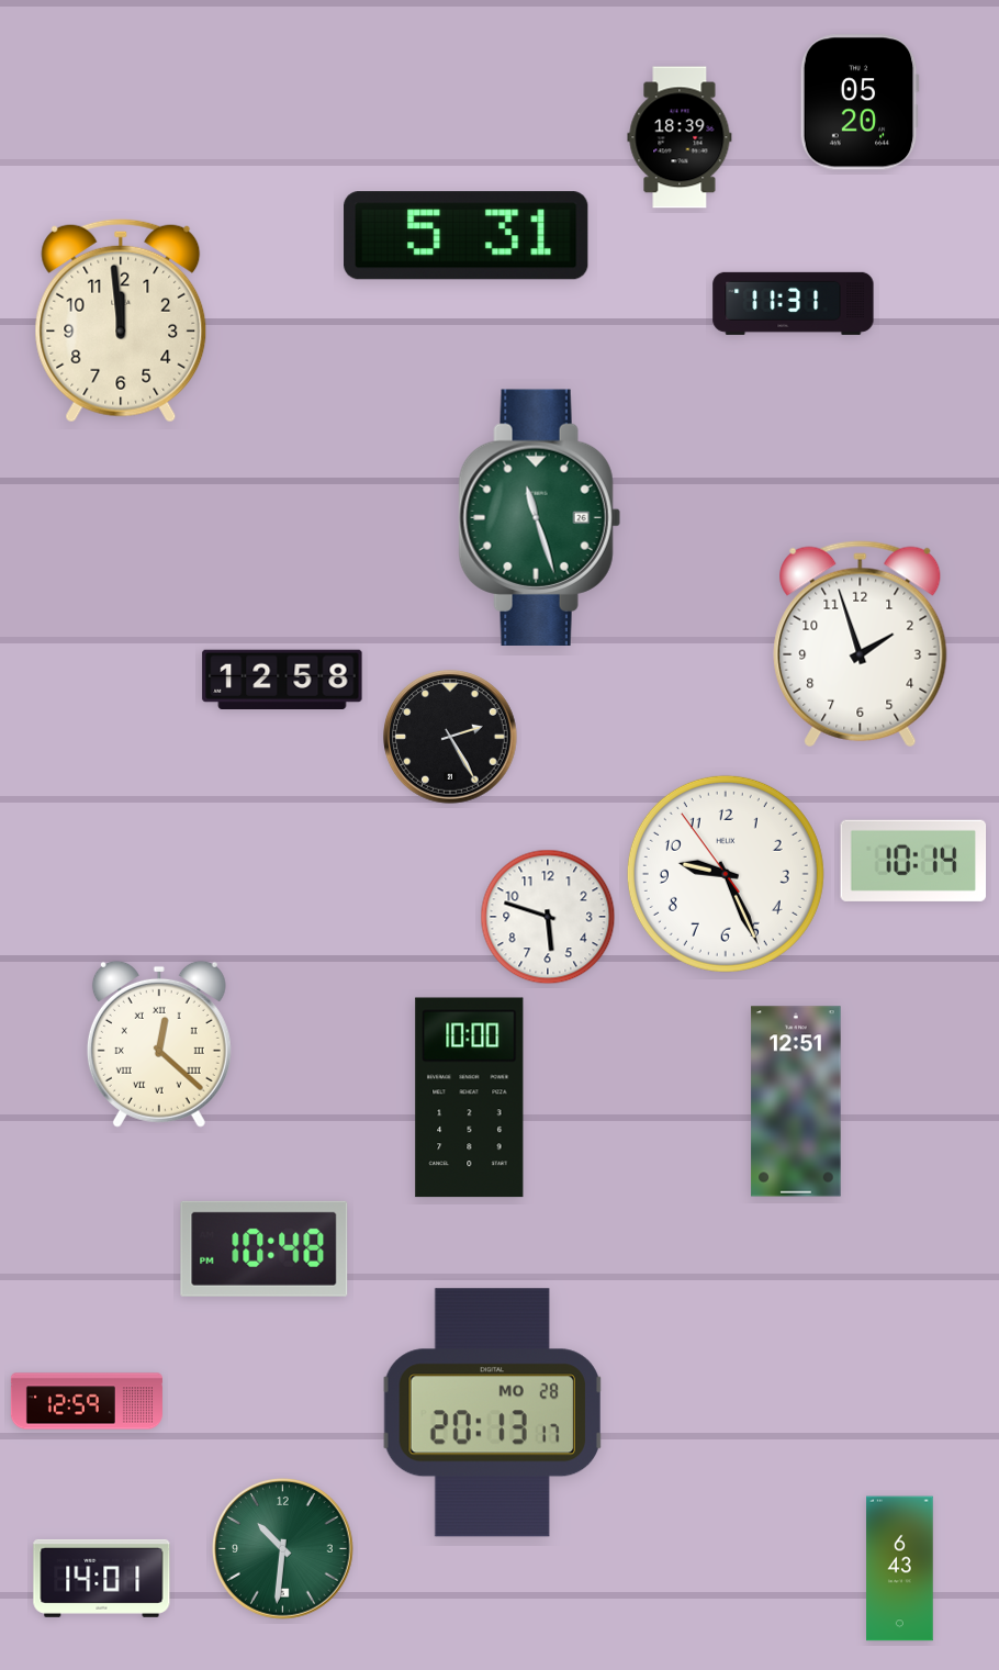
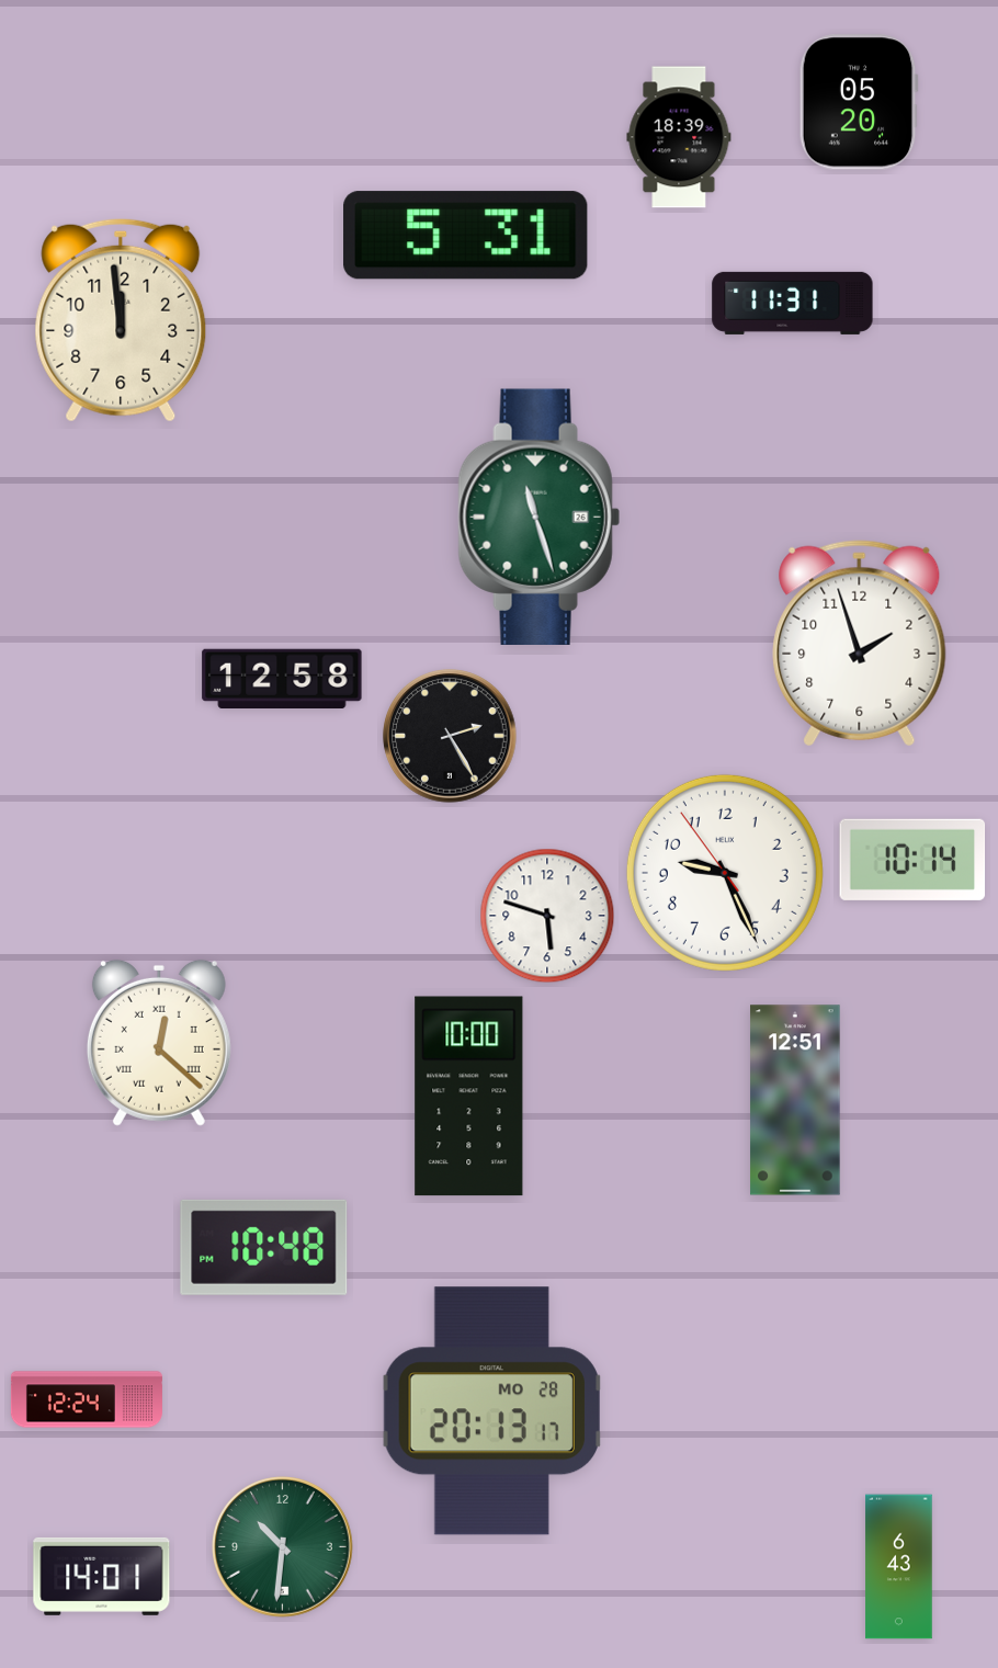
clock at (87, 1401): 12:59 -> 12:24
